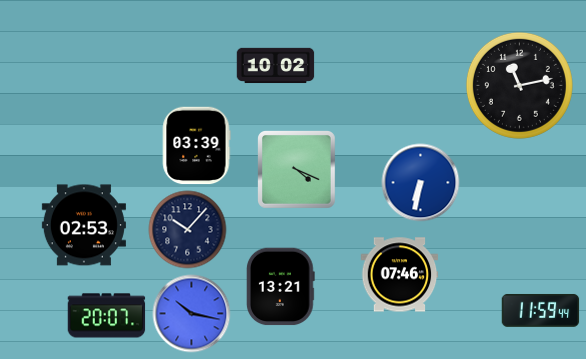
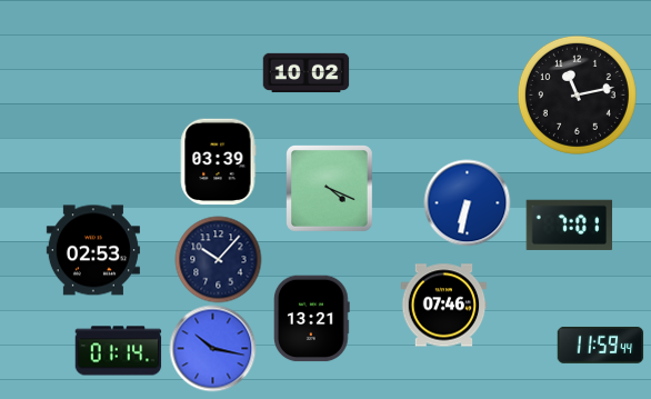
clock at (569, 225): none -> 7:01
clock at (187, 229) position: (187, 229) -> (218, 259)
clock at (106, 316): 20:07 -> 01:14
